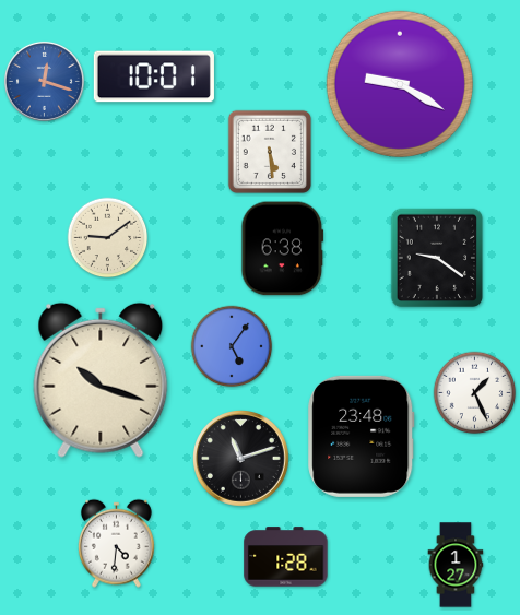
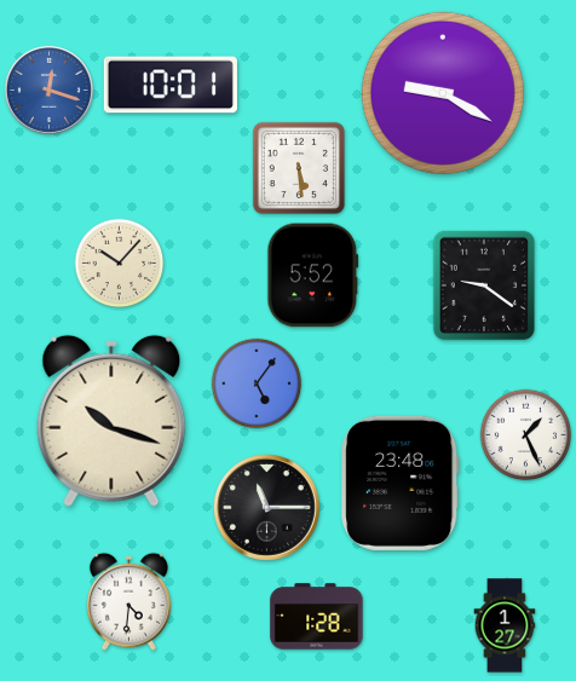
clock at (108, 238): 9:09 -> 10:07
clock at (283, 249): 6:38 -> 5:52
clock at (241, 459): 11:12 -> 11:15
